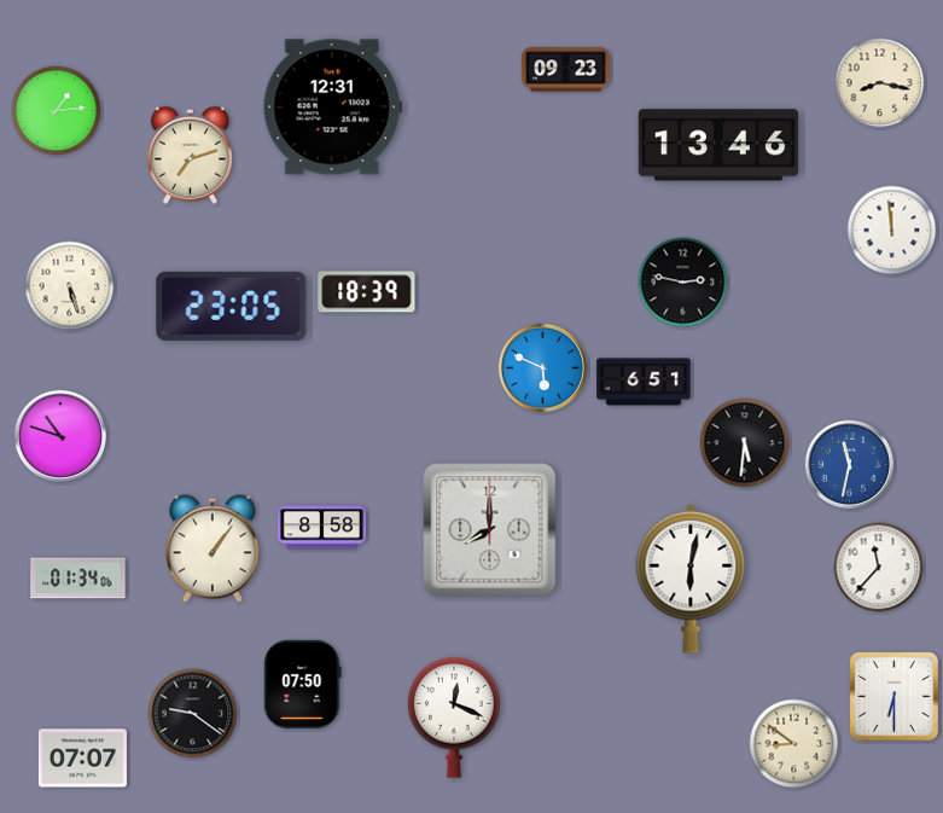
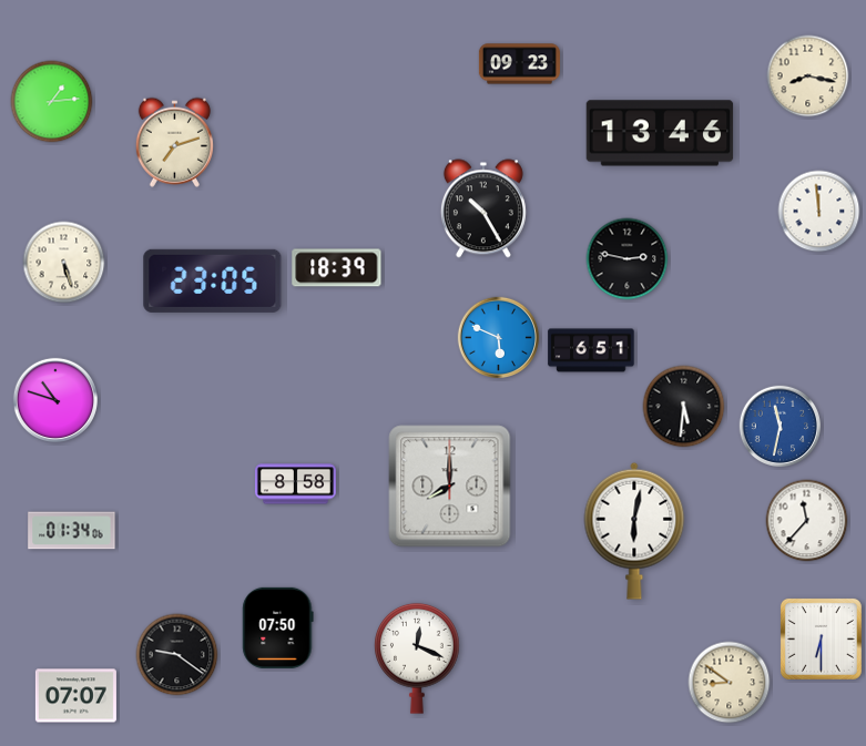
clock at (332, 108): 12:31 -> none
clock at (483, 208): none -> 10:25
clock at (213, 548): 1:06 -> none
